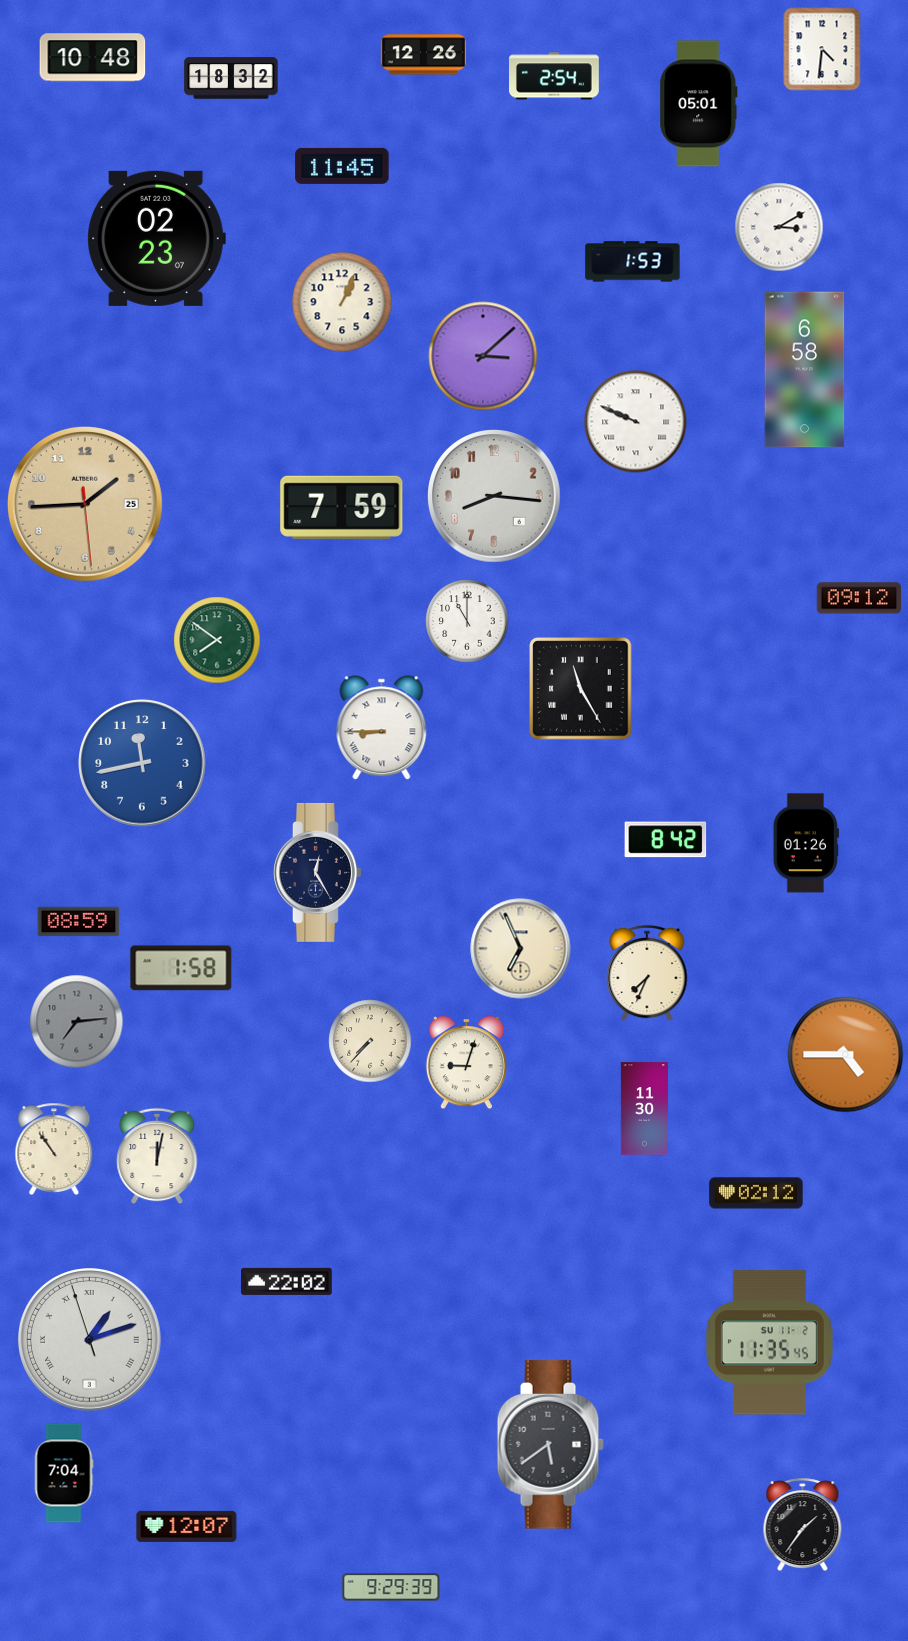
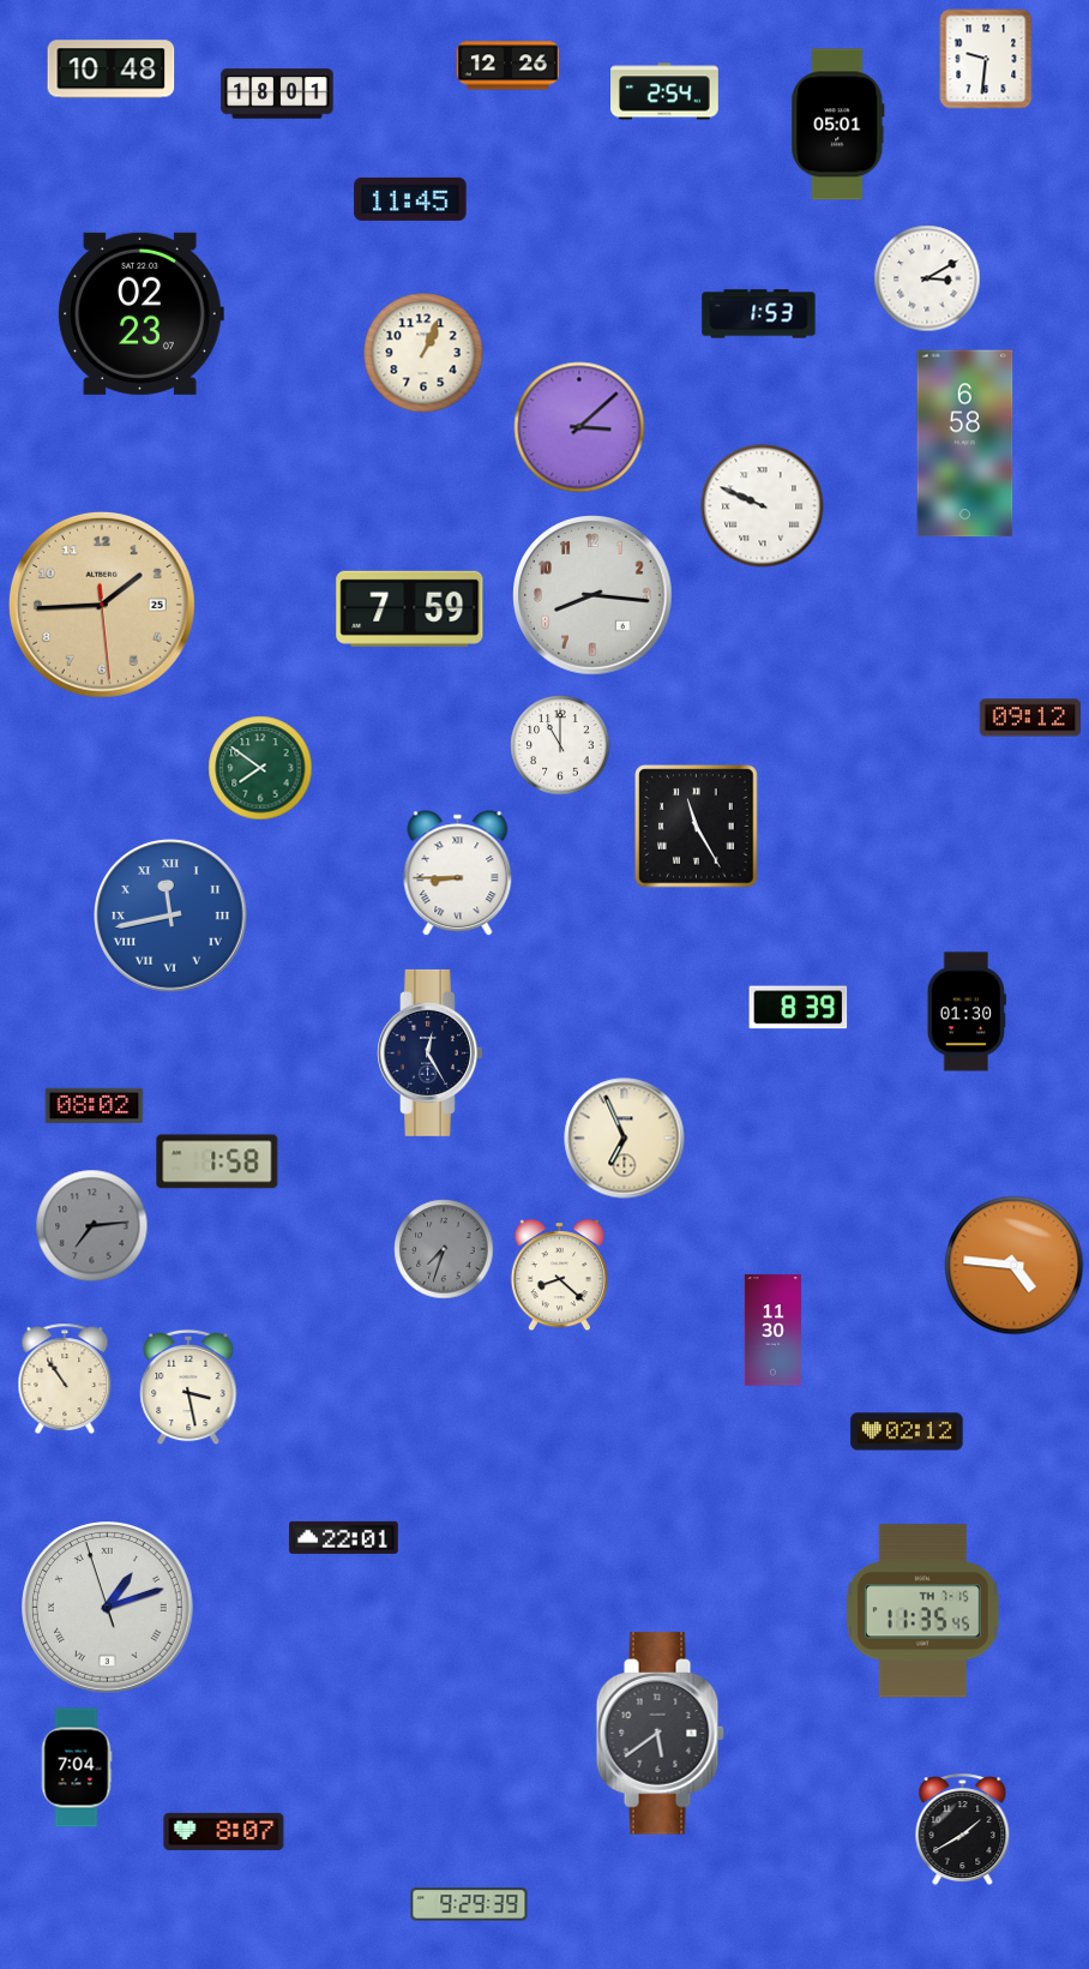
clock at (822, 49): 4:31 -> 9:31
clock at (231, 78): 18:32 -> 18:01
clock at (779, 227) position: (779, 227) -> (927, 278)
clock at (156, 238) position: (156, 238) -> (140, 313)
clock at (342, 302) position: (342, 302) -> (423, 353)
clock at (142, 763) numerals: Arabic -> Roman
clock at (666, 840): 8:42 -> 8:39
clock at (806, 843): 01:26 -> 01:30
clock at (318, 872) position: (318, 872) -> (431, 1052)
clock at (79, 922): 08:59 -> 08:02
clock at (647, 973): 7:34 -> none
clock at (370, 1041): 7:37 -> 7:33
clock at (370, 1041) dial: cream -> grey
clock at (846, 1055): 4:45 -> 4:46
clock at (466, 1063): 9:03 -> 8:22
clock at (157, 1156): 12:02 -> 3:28
clock at (287, 1281): 22:02 -> 22:01
clock at (769, 1343) date: SU 11-2 -> TH 7-15
clock at (803, 1525): 1:36 -> 1:40
clock at (187, 1526): 12:07 -> 8:07
